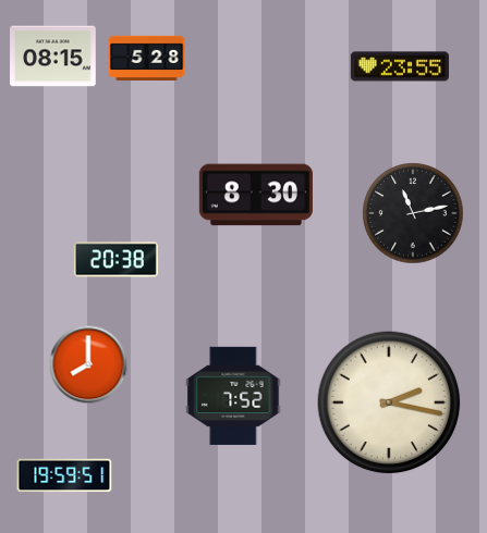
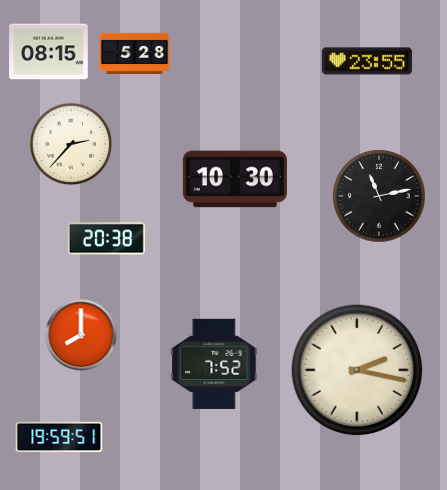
clock at (71, 144): none -> 2:37
clock at (256, 195): 8:30 -> 10:30
